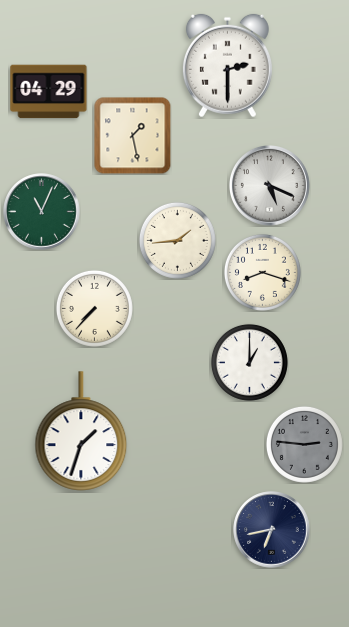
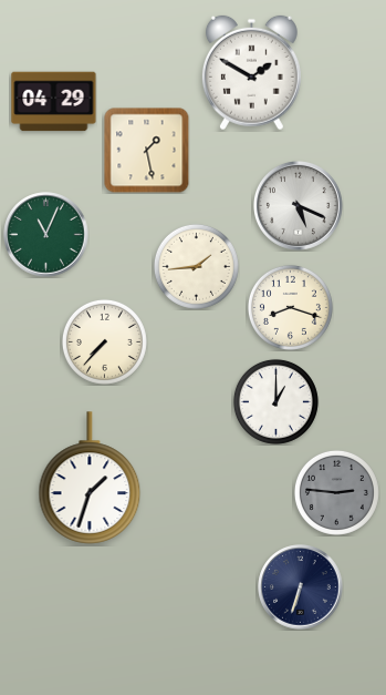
clock at (227, 66): 2:30 -> 1:50
clock at (262, 272) position: (262, 272) -> (290, 307)
clock at (272, 530): 6:43 -> 6:33
